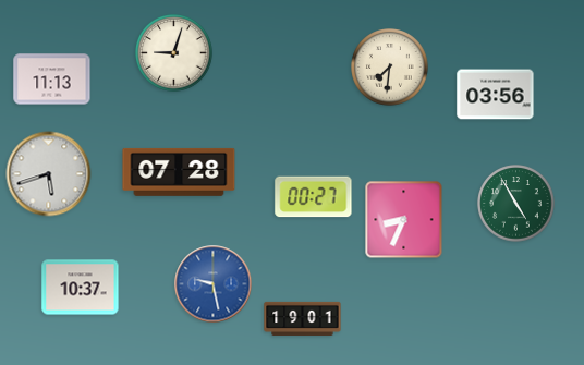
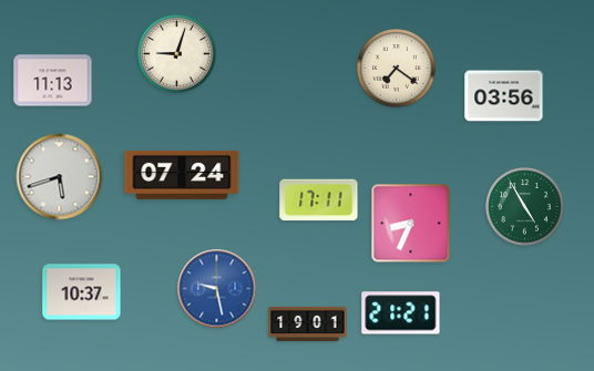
clock at (390, 68): 7:31 -> 7:21
clock at (179, 172): 07:28 -> 07:24
clock at (49, 174) position: (49, 174) -> (60, 177)
clock at (314, 197): 00:27 -> 17:11
clock at (401, 313): none -> 21:21
